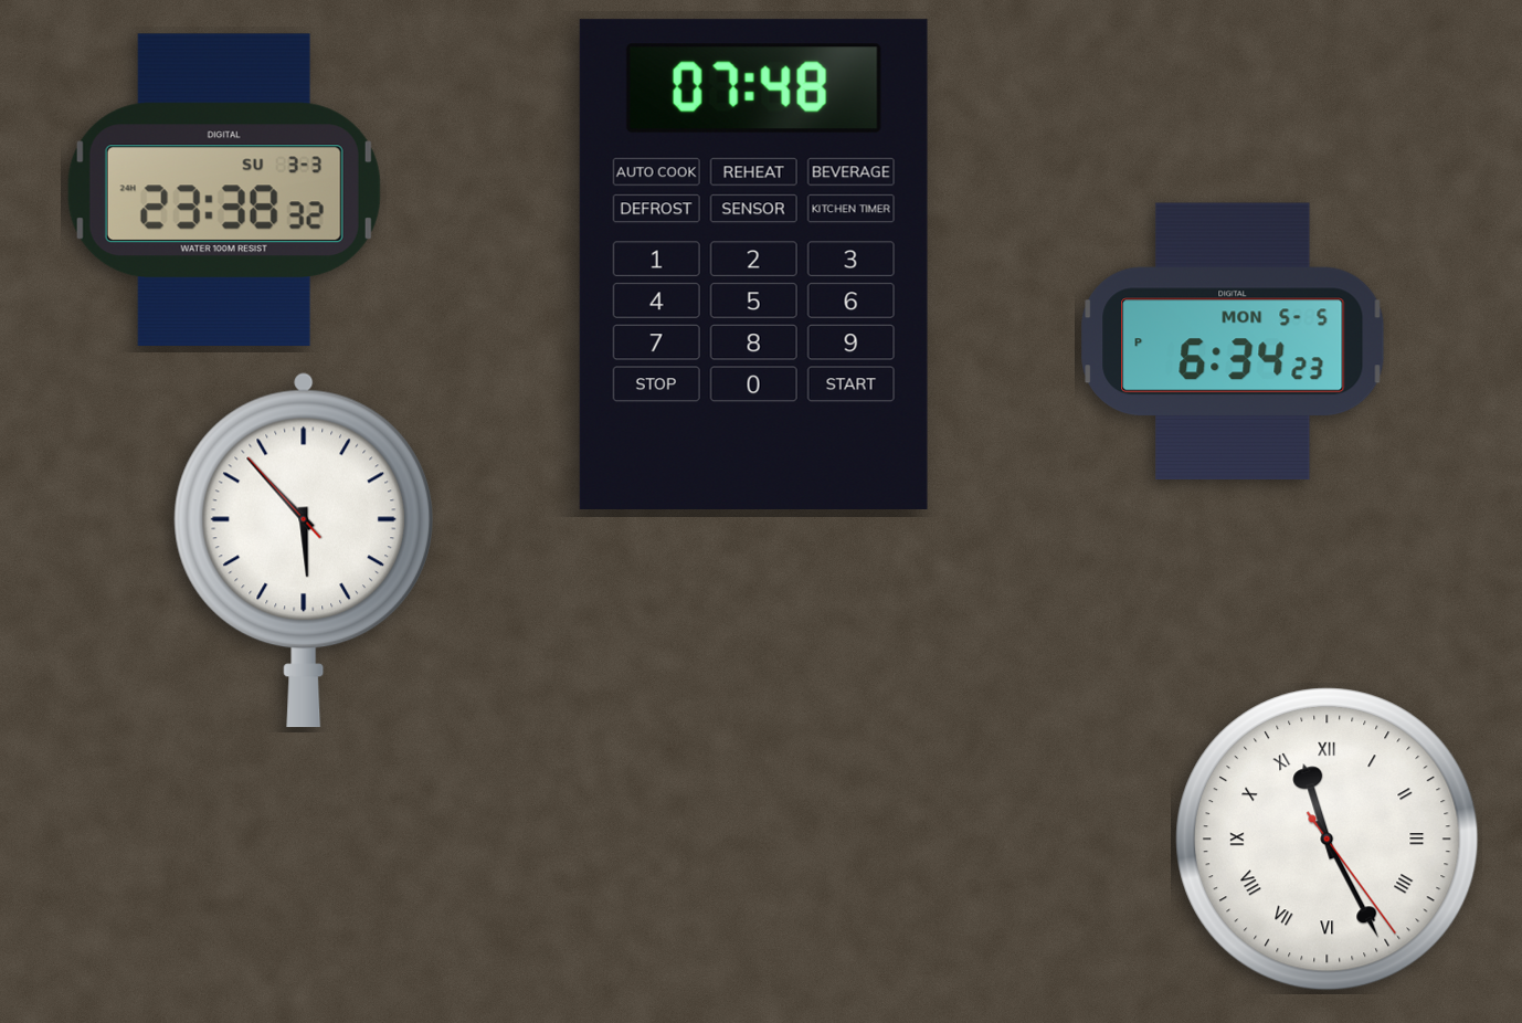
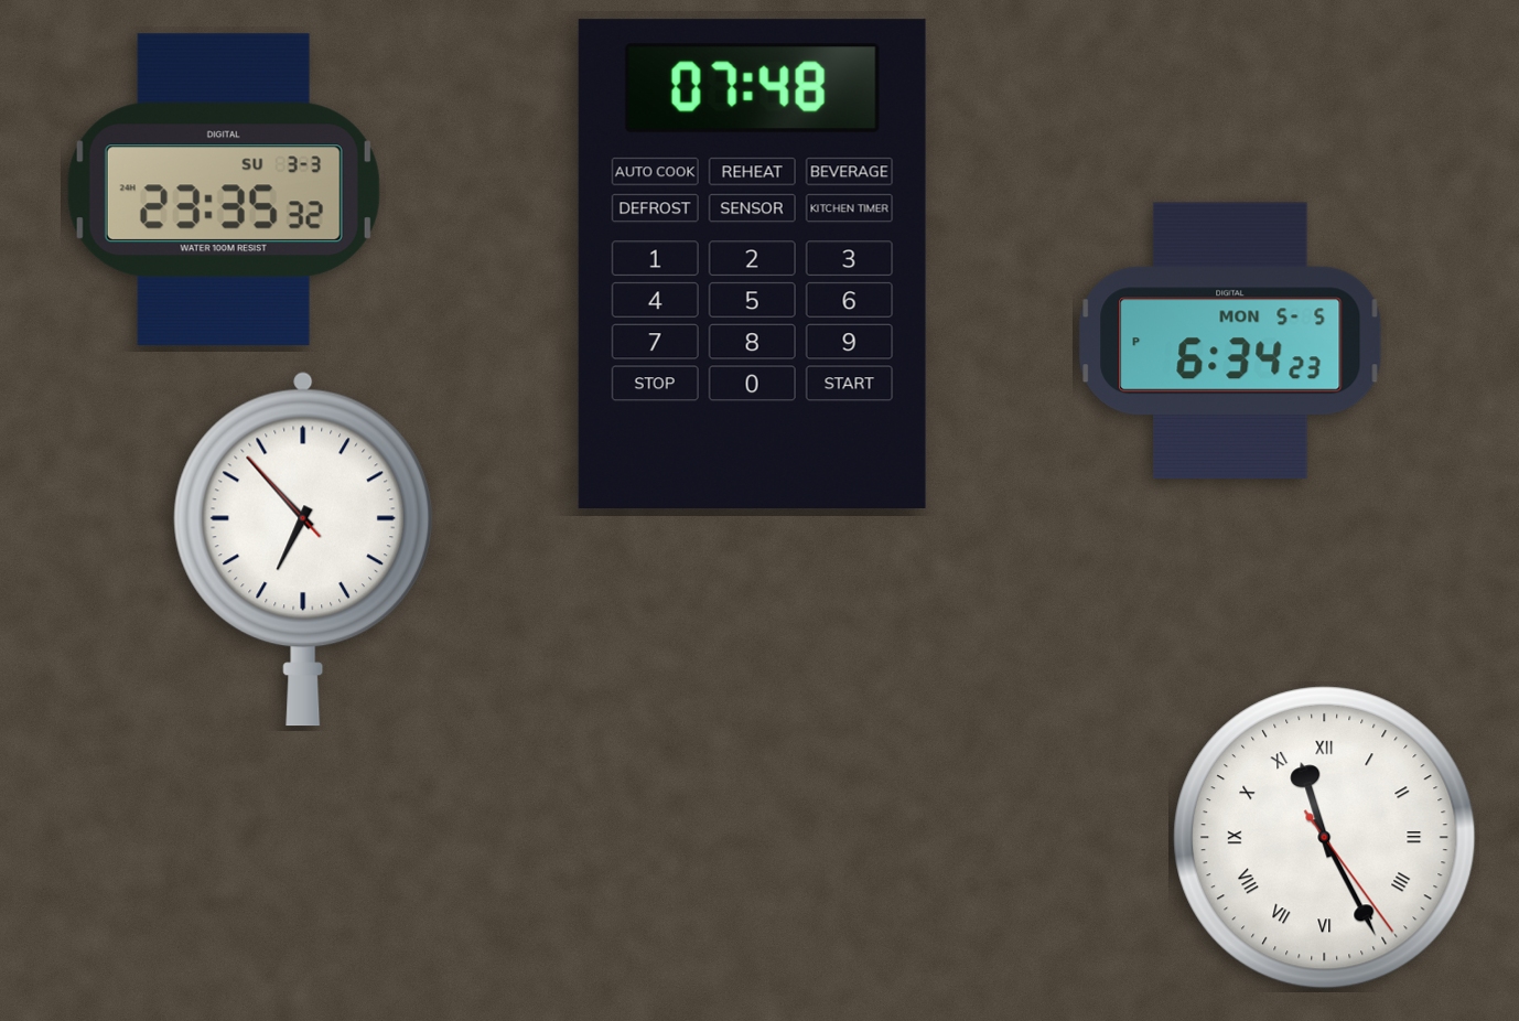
clock at (224, 190): 23:38 -> 23:35
clock at (304, 550): 5:52 -> 6:52
